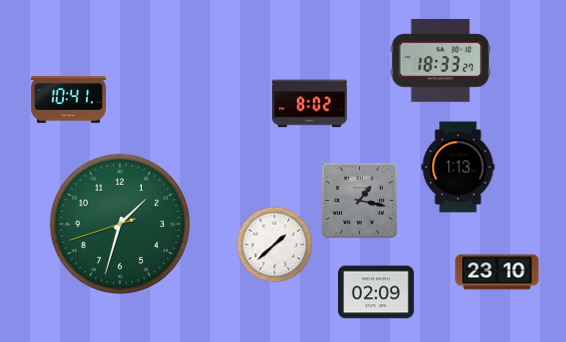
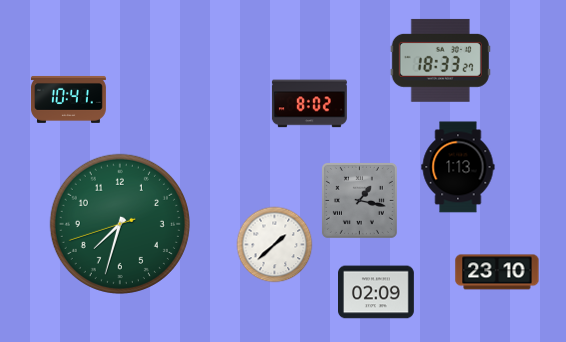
clock at (120, 224): 1:32 -> 7:32
